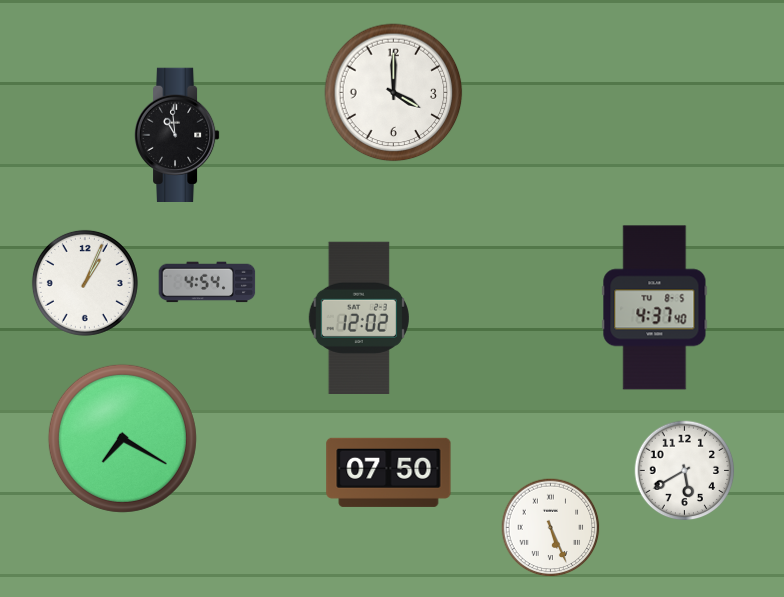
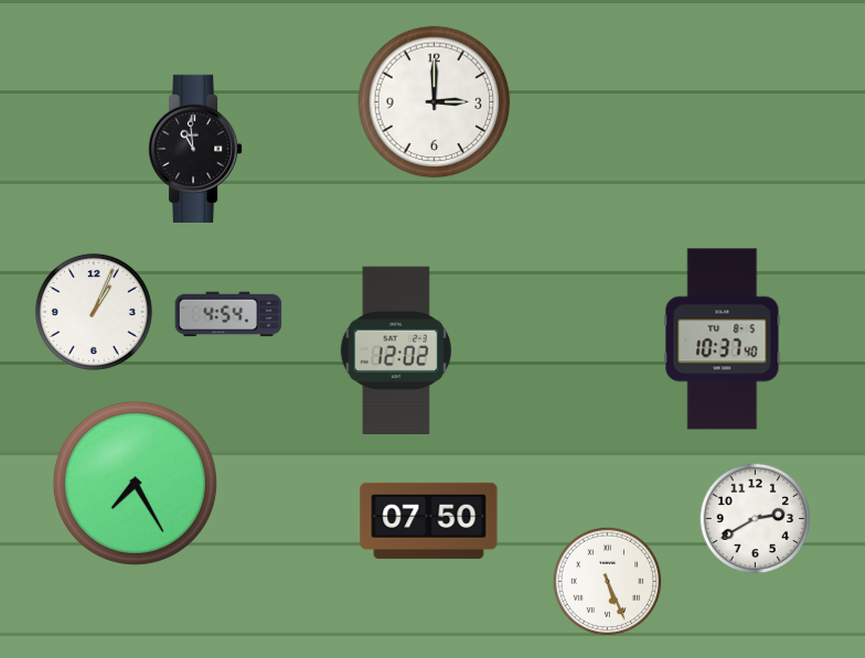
clock at (394, 93): 4:00 -> 3:00
clock at (207, 282) position: (207, 282) -> (228, 314)
clock at (655, 308): 4:37 -> 10:37
clock at (122, 438): 7:20 -> 7:25
clock at (685, 471): 5:40 -> 2:40
